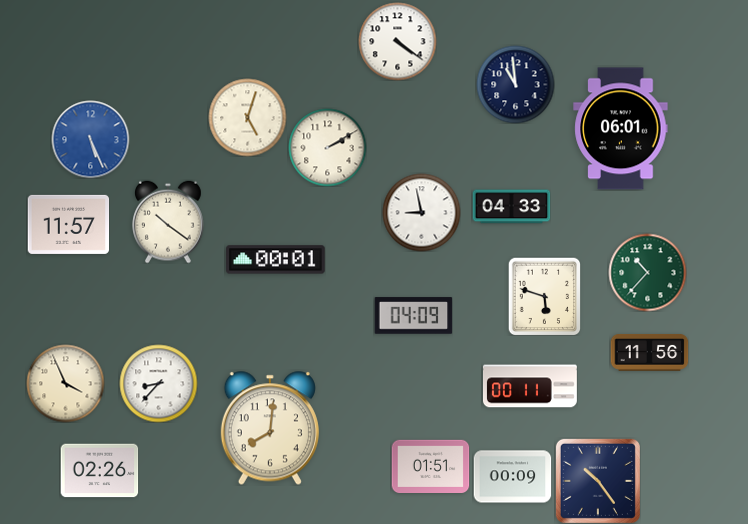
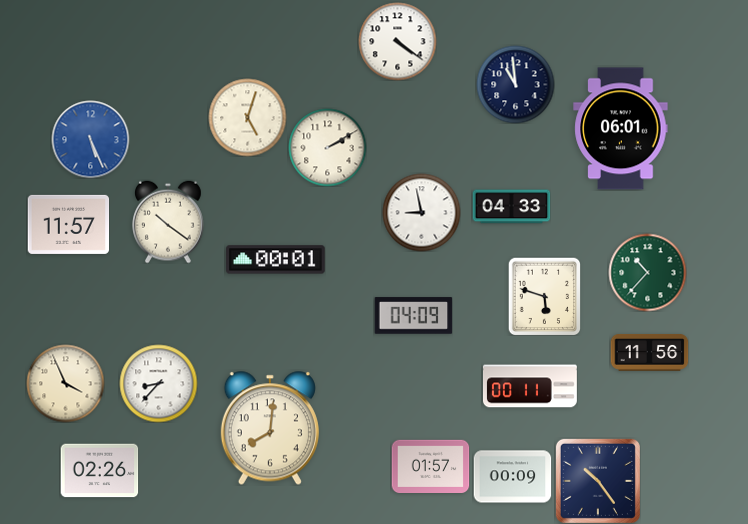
clock at (430, 466): 01:51 -> 01:57
